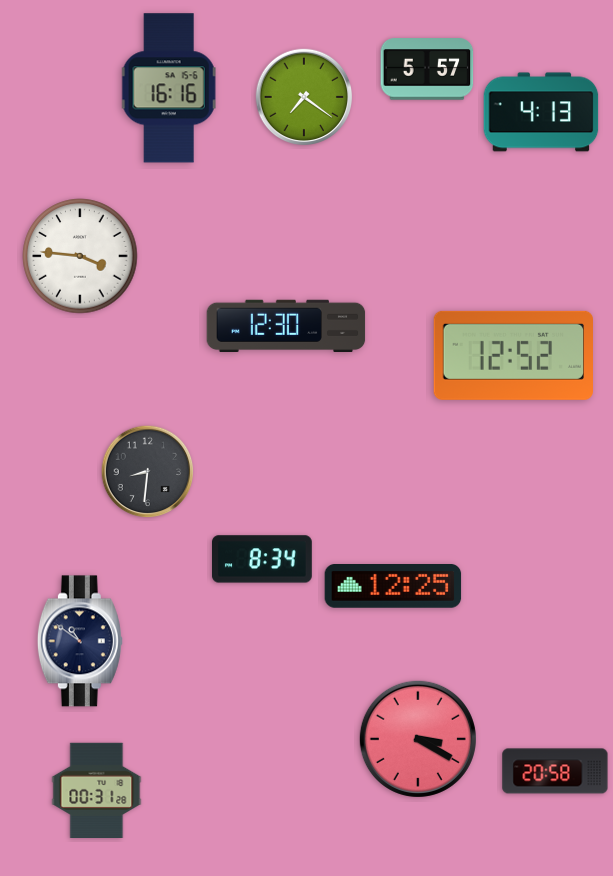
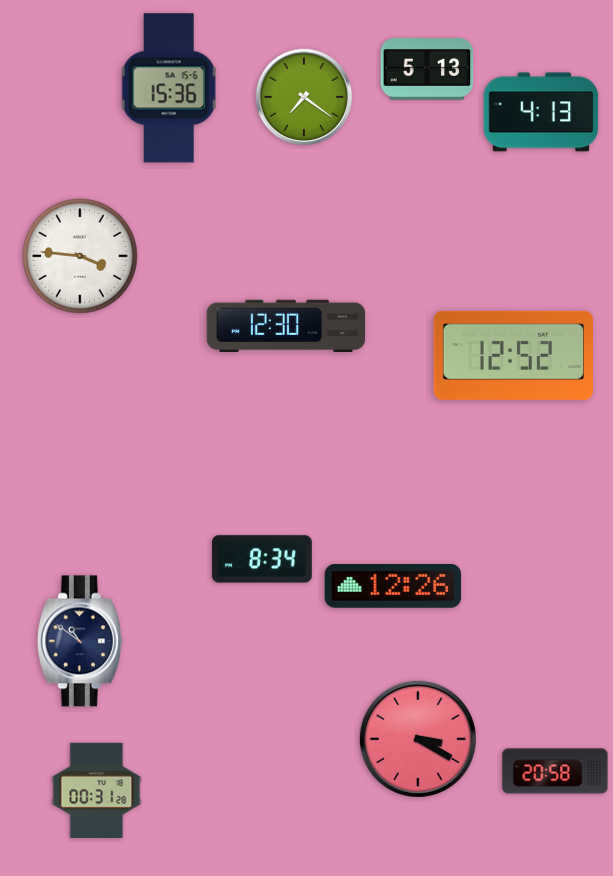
clock at (427, 69): 5:57 -> 5:13
clock at (169, 88): 16:16 -> 15:36
clock at (148, 472): 8:31 -> none
clock at (393, 587): 12:25 -> 12:26
